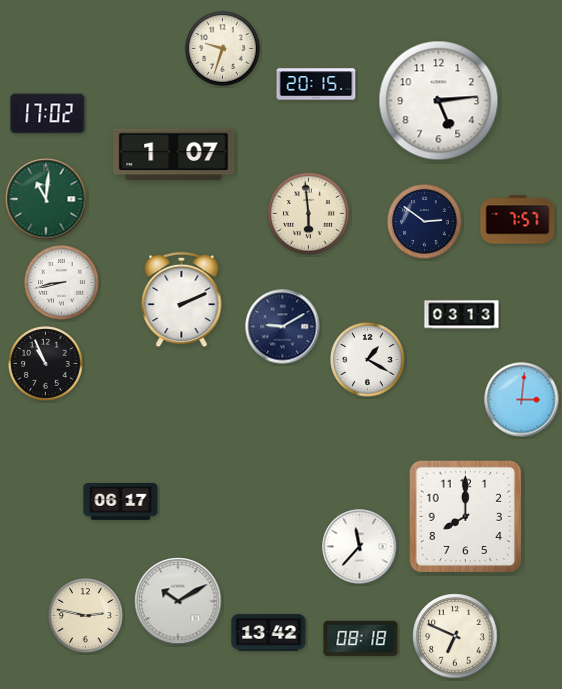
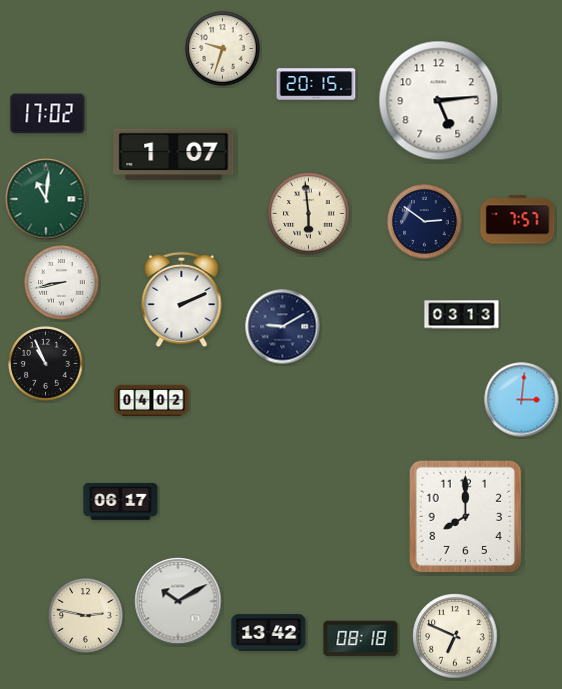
clock at (368, 360): 1:20 -> none
clock at (152, 400): none -> 04:02
clock at (360, 547): 11:37 -> none
